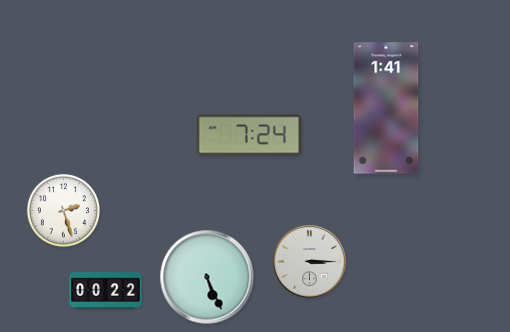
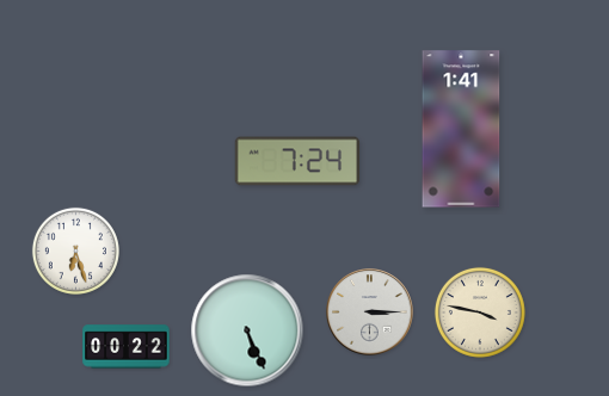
clock at (63, 210): 2:27 -> 6:27
clock at (480, 313): none -> 3:47
